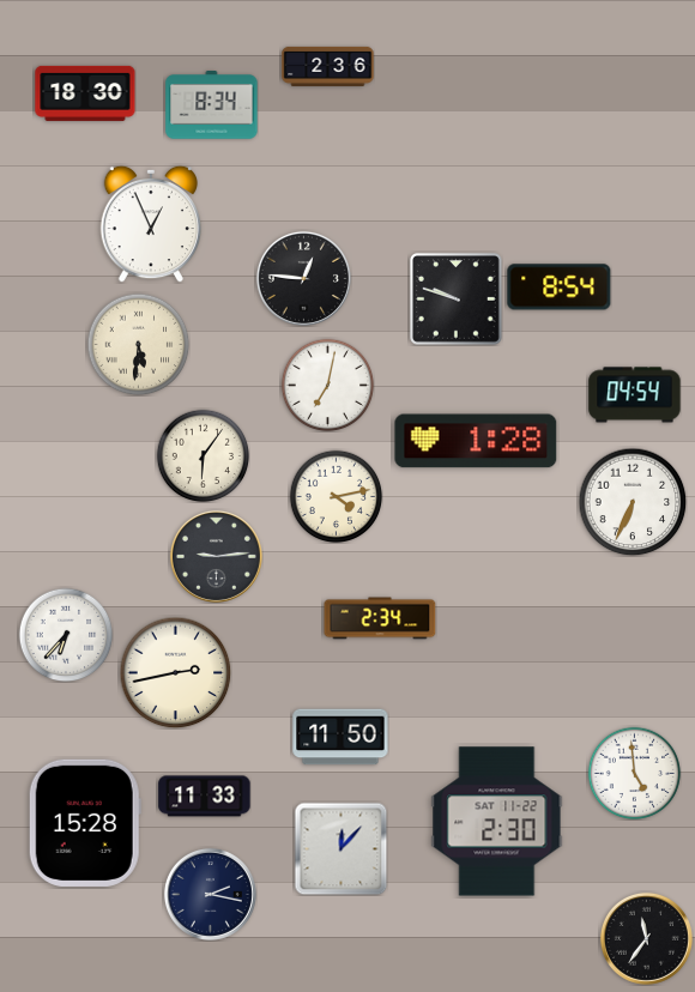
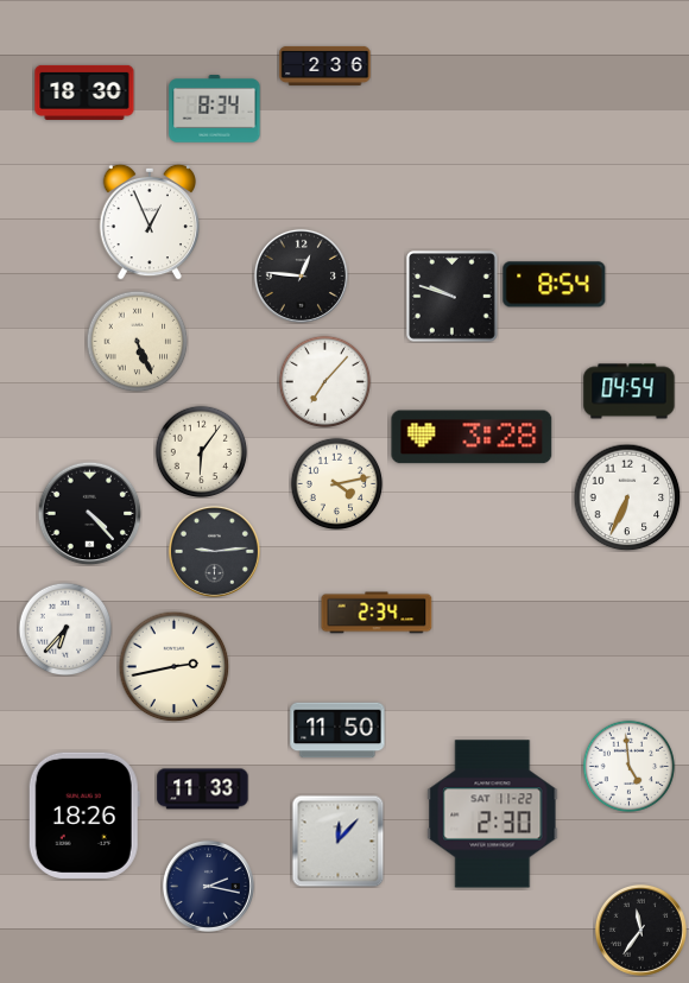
clock at (212, 105) position: (212, 105) -> (215, 109)
clock at (138, 344): 5:31 -> 5:26
clock at (327, 385): 7:02 -> 7:07
clock at (476, 441): 1:28 -> 3:28
clock at (336, 496) position: (336, 496) -> (336, 483)
clock at (89, 513): none -> 4:23
clock at (85, 823): 15:28 -> 18:26
